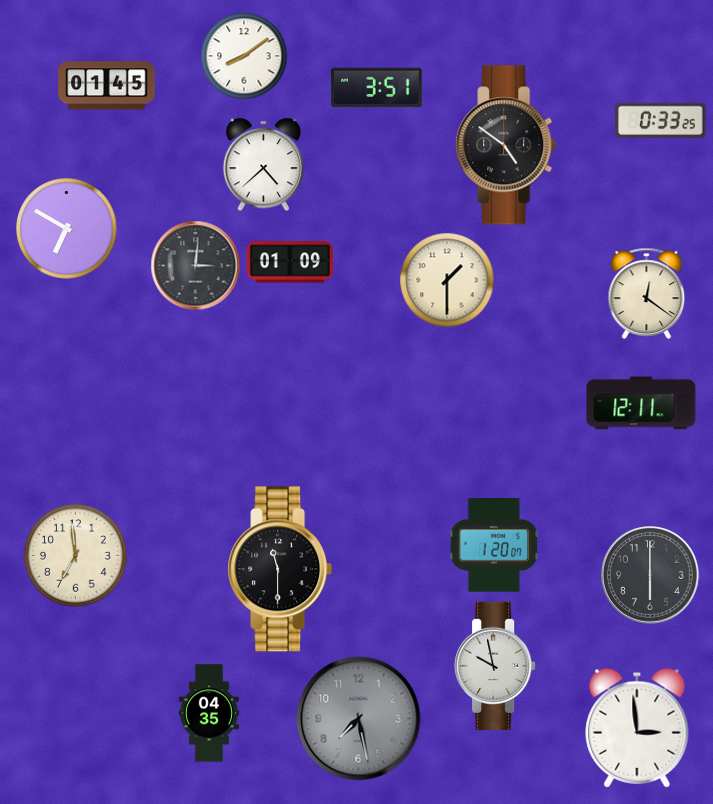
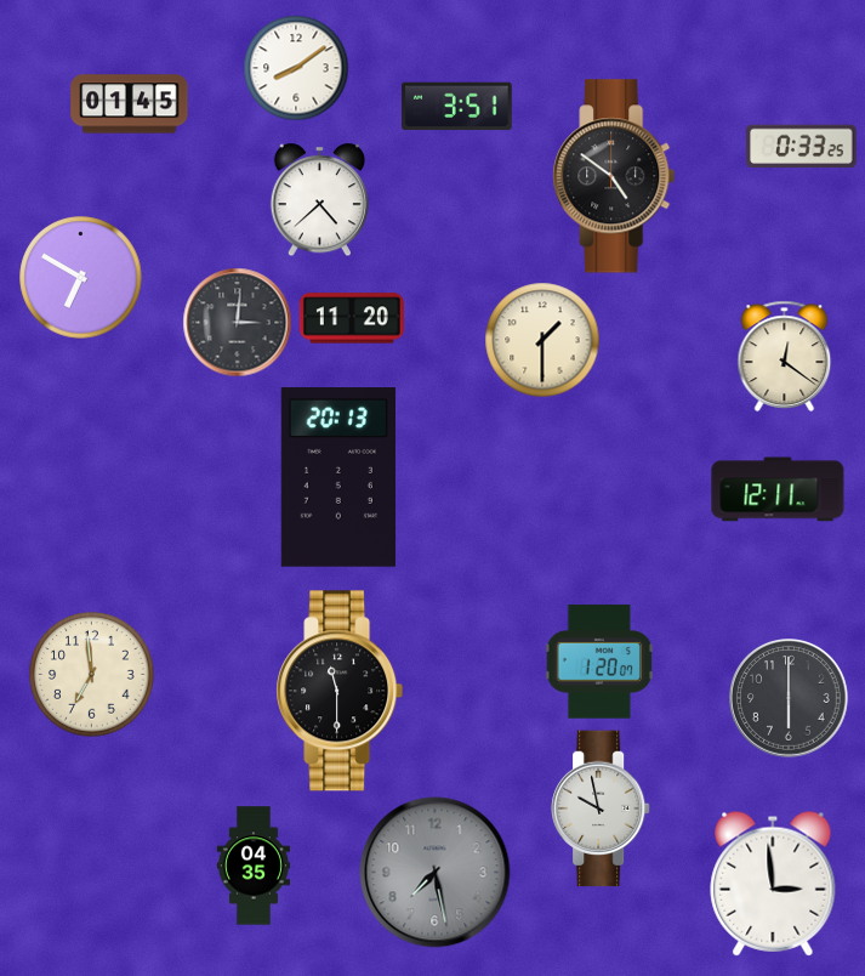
clock at (290, 262): 01:09 -> 11:20
clock at (338, 477): none -> 20:13
